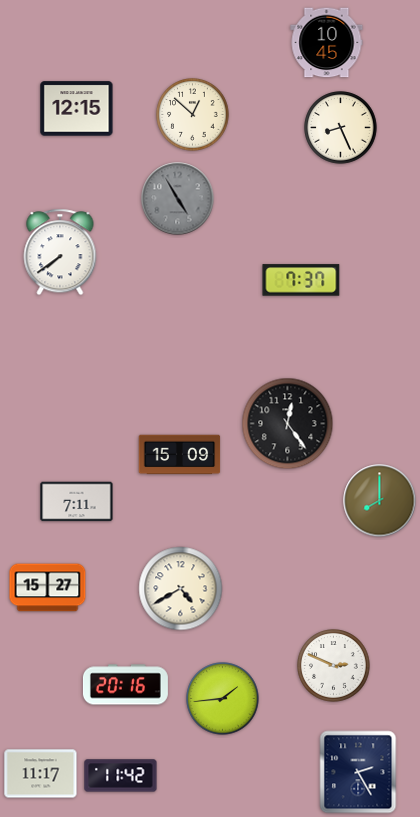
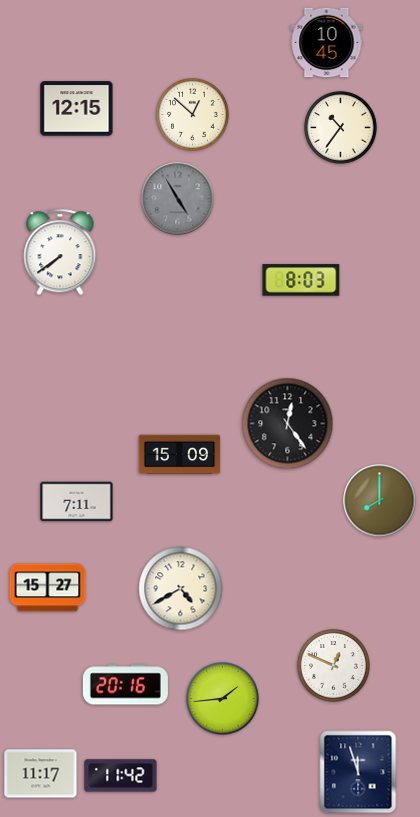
clock at (341, 128): 8:26 -> 10:36
clock at (301, 280): 7:37 -> 8:03
clock at (334, 666): 2:49 -> 12:49
clock at (358, 772): 2:25 -> 11:57
